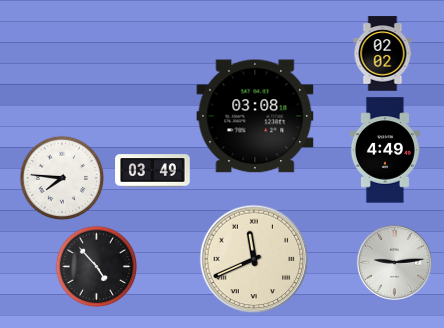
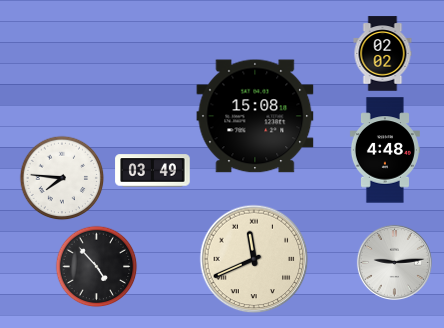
clock at (255, 116): 03:08 -> 15:08
clock at (385, 150): 4:49 -> 4:48
